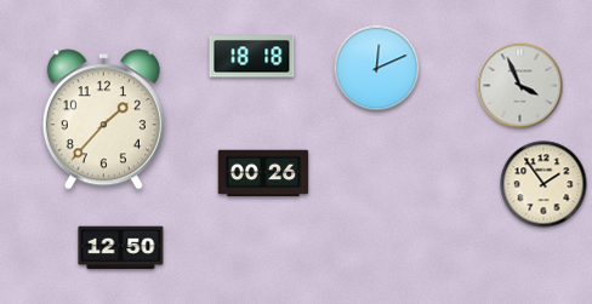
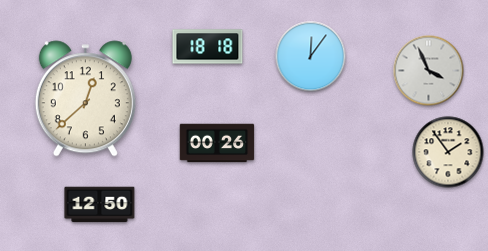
clock at (377, 69): 12:11 -> 12:06
clock at (103, 120): 1:37 -> 12:38
